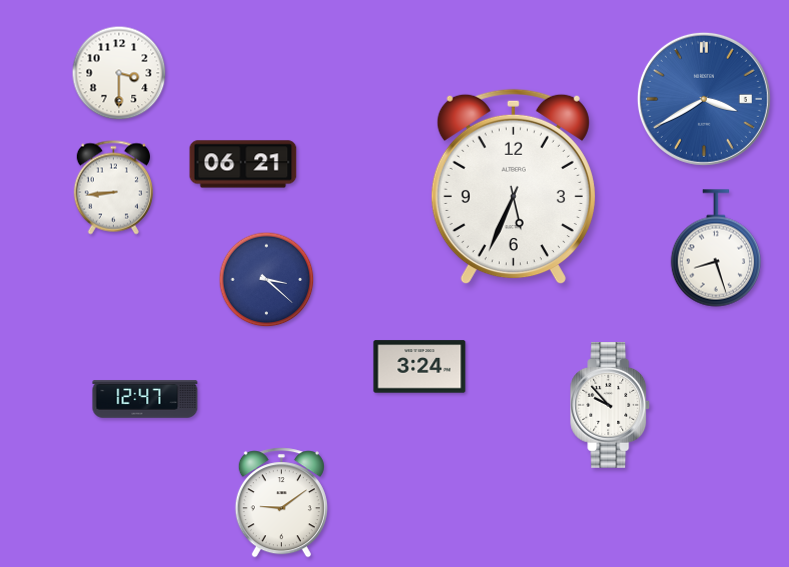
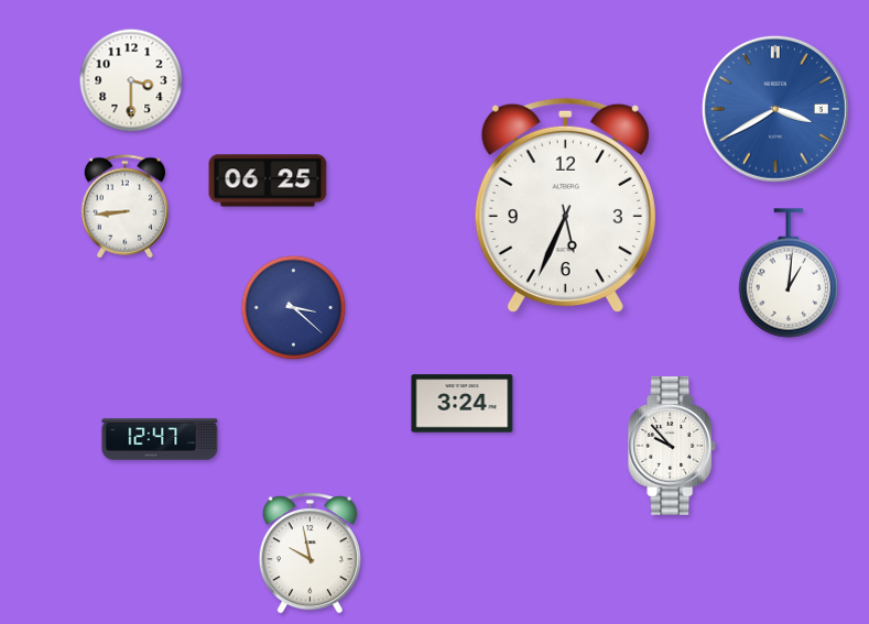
clock at (243, 164): 06:21 -> 06:25
clock at (715, 248): 8:27 -> 1:01
clock at (281, 503): 9:09 -> 9:58
